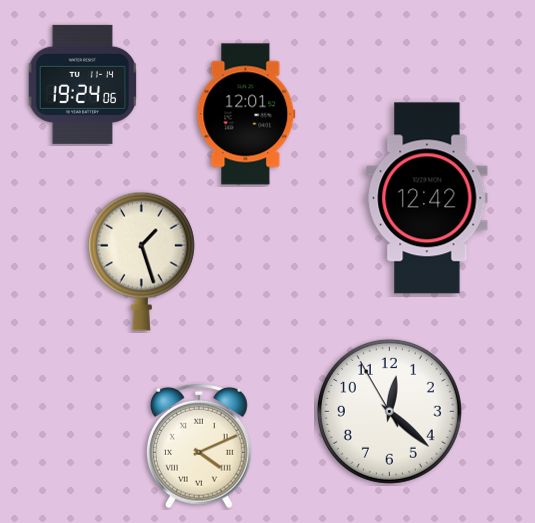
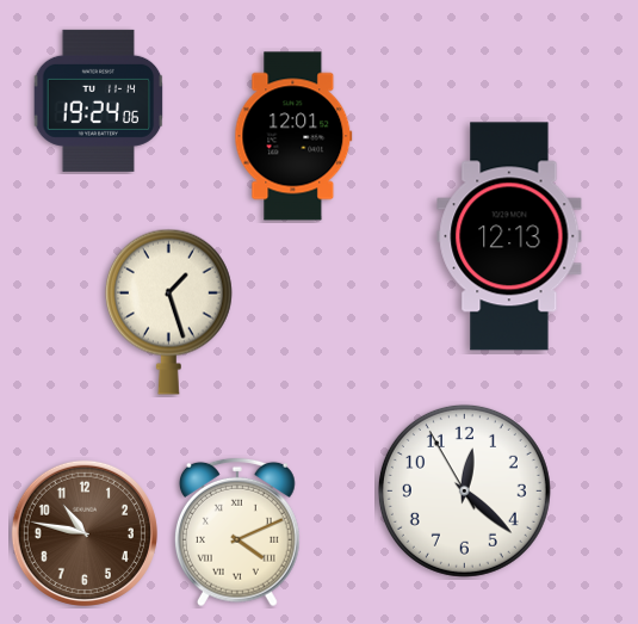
clock at (427, 198): 12:42 -> 12:13
clock at (85, 533): none -> 10:47
